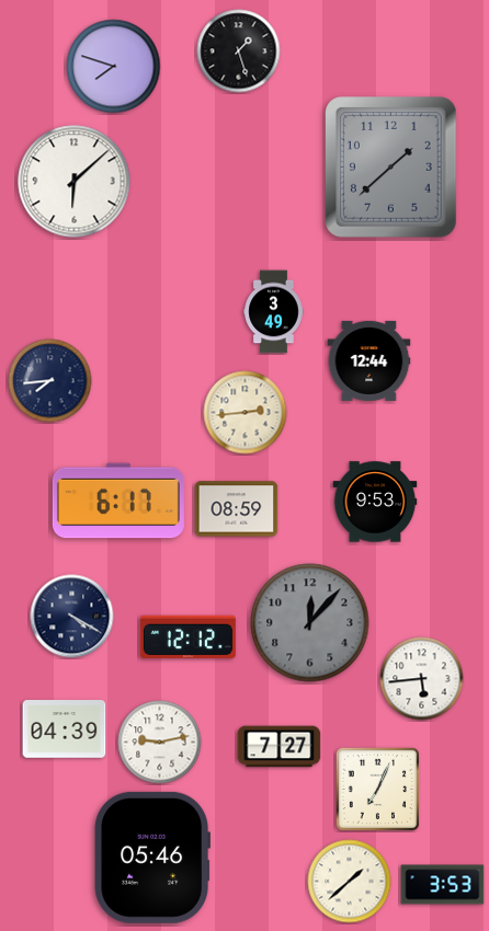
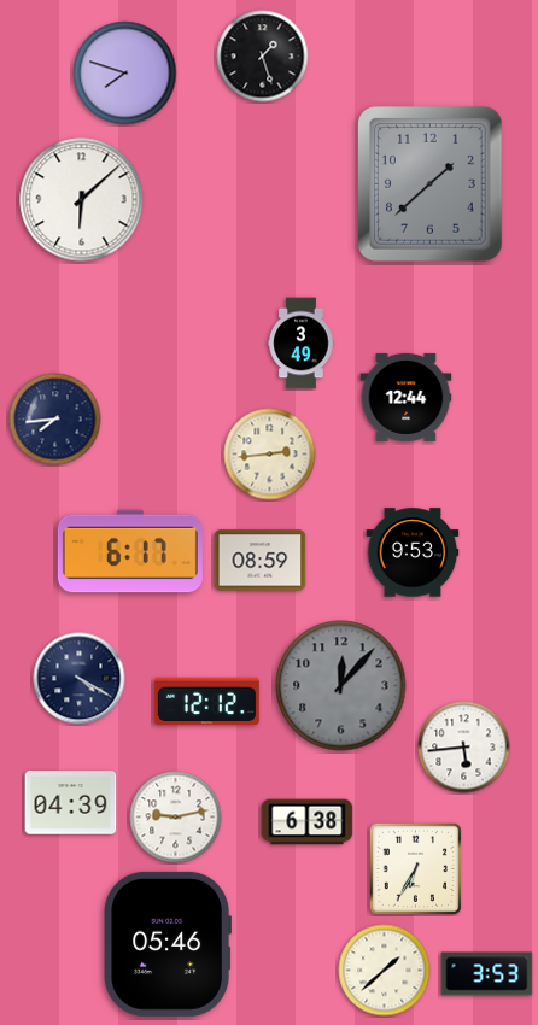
clock at (280, 747): 7:27 -> 6:38
clock at (377, 789): 7:04 -> 6:35
